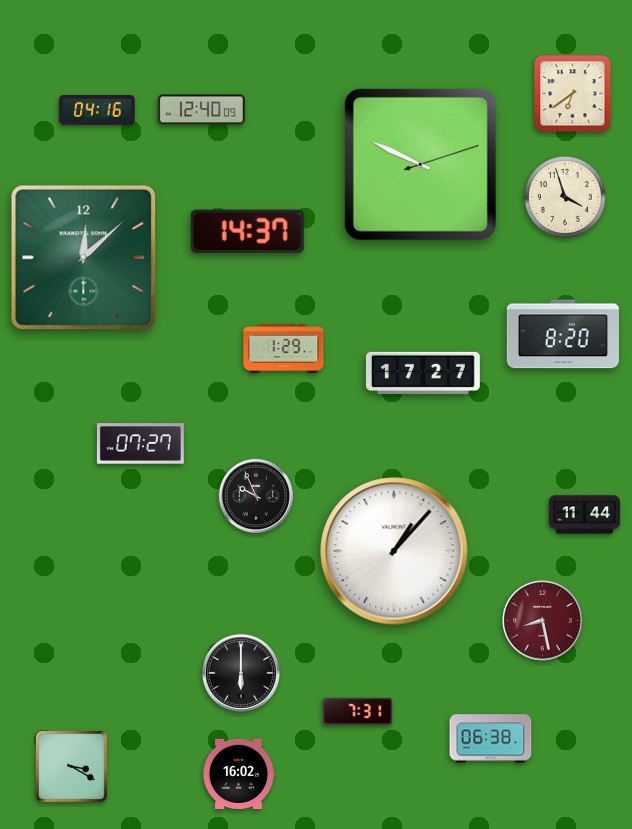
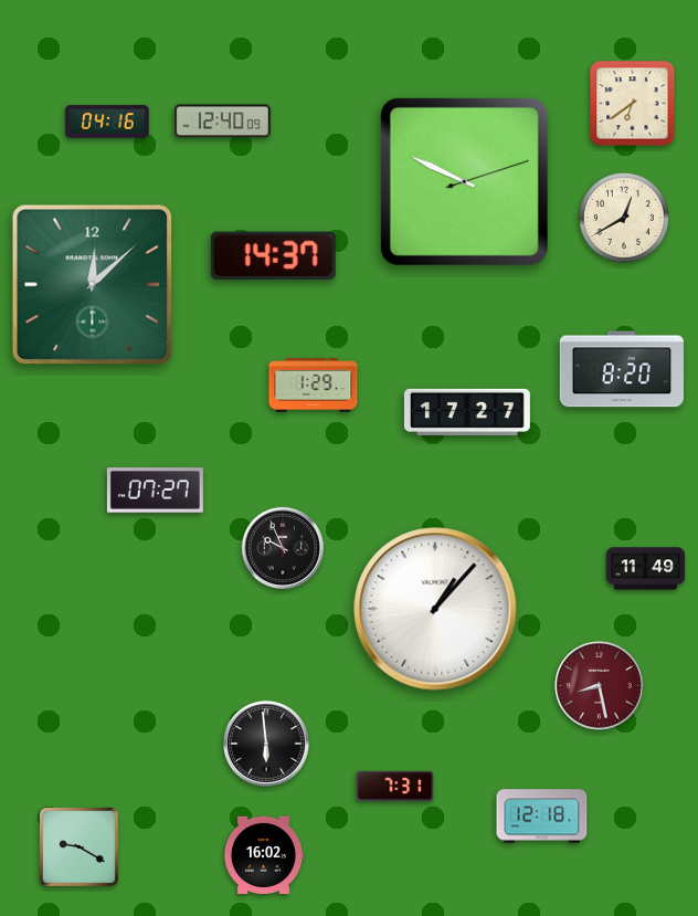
clock at (565, 197): 3:57 -> 12:40
clock at (585, 515): 11:44 -> 11:49
clock at (241, 673): 6:00 -> 5:59
clock at (491, 739): 06:38 -> 12:18
clock at (71, 766): 3:20 -> 9:20
